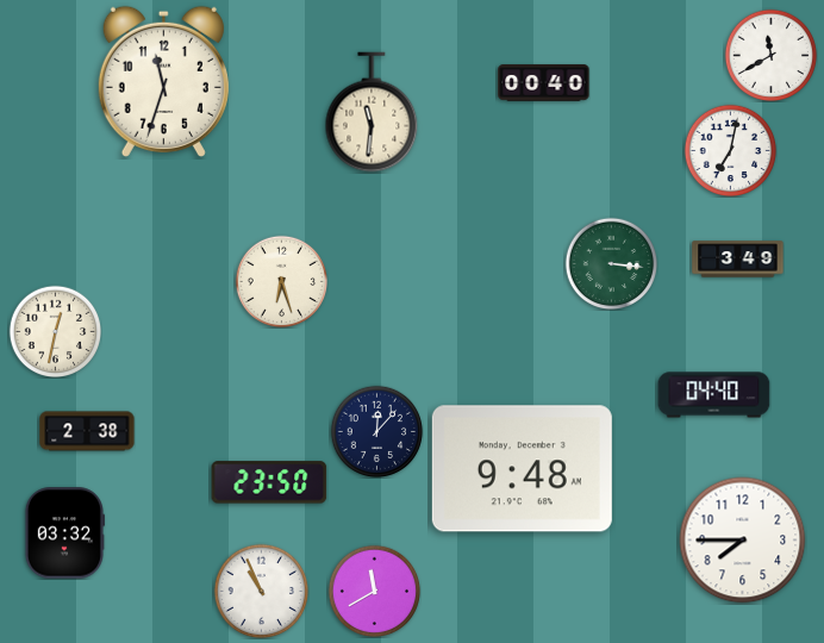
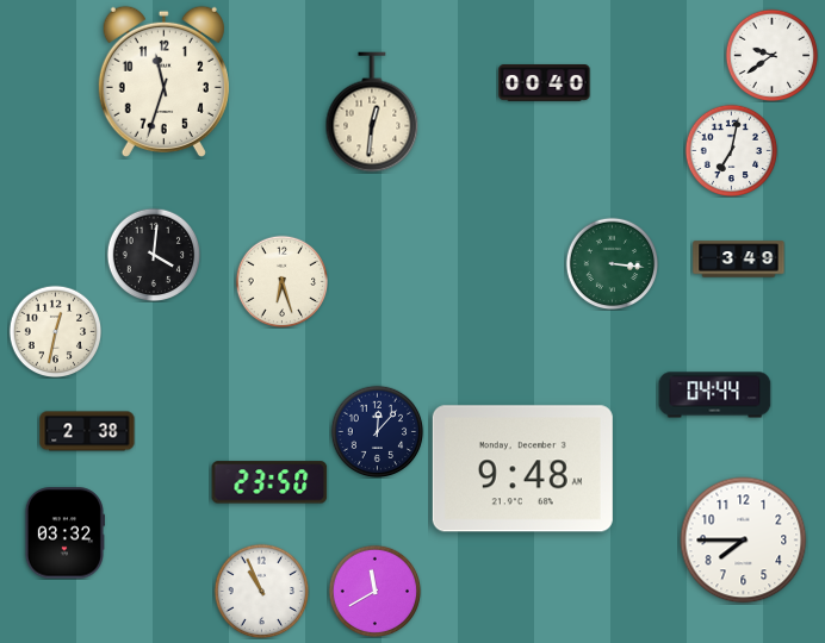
clock at (770, 55): 11:40 -> 9:39
clock at (372, 112): 11:31 -> 12:31
clock at (154, 255): none -> 4:01
clock at (714, 395): 04:40 -> 04:44
